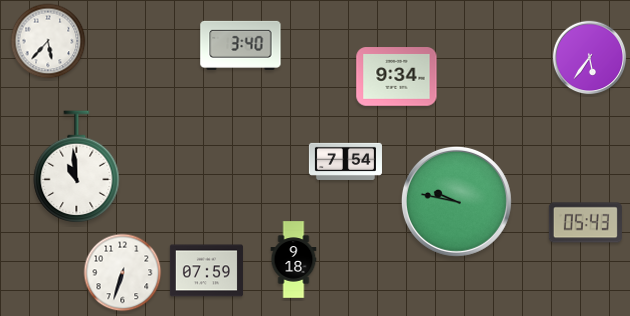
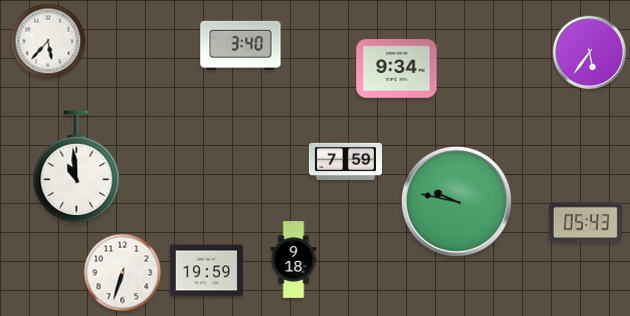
clock at (590, 58) position: (590, 58) -> (590, 53)
clock at (397, 77) position: (397, 77) -> (397, 69)
clock at (345, 161): 7:54 -> 7:59
clock at (206, 271): 07:59 -> 19:59
